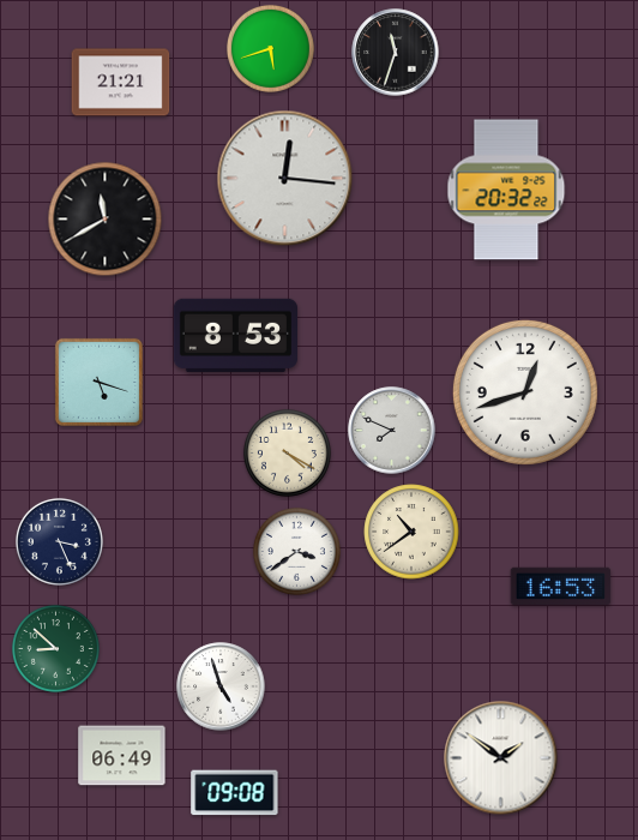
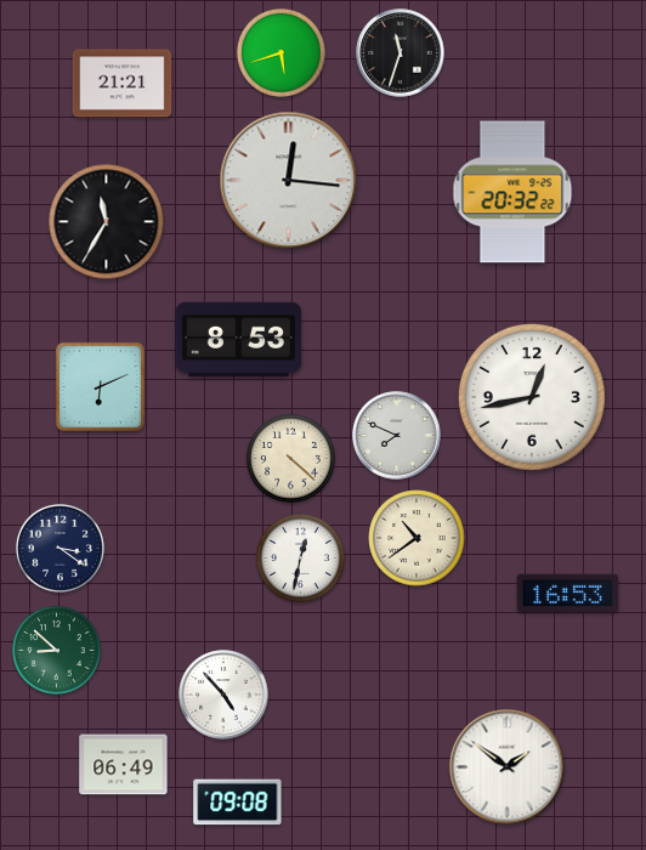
clock at (270, 48) position: (270, 48) -> (280, 52)
clock at (106, 220): 11:40 -> 11:35
clock at (98, 382): 5:18 -> 6:11
clock at (525, 392): 12:42 -> 12:43
clock at (287, 452): 4:20 -> 4:22
clock at (59, 541): 3:26 -> 3:21
clock at (296, 551): 3:39 -> 12:32
clock at (55, 648) position: (55, 648) -> (56, 650)
clock at (221, 686): 4:57 -> 4:53
